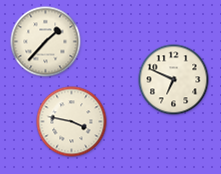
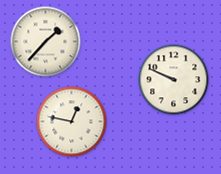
clock at (174, 80): 6:49 -> 9:49
clock at (72, 122): 3:47 -> 12:47
